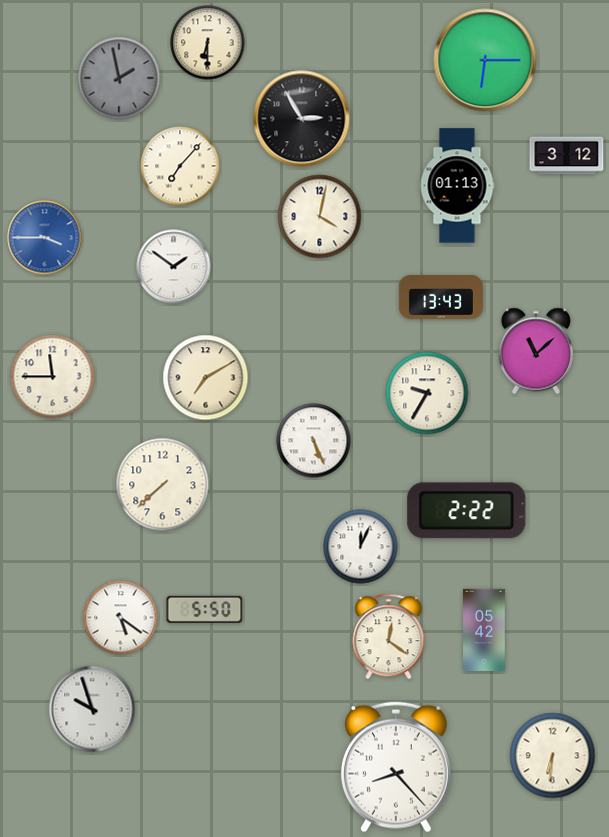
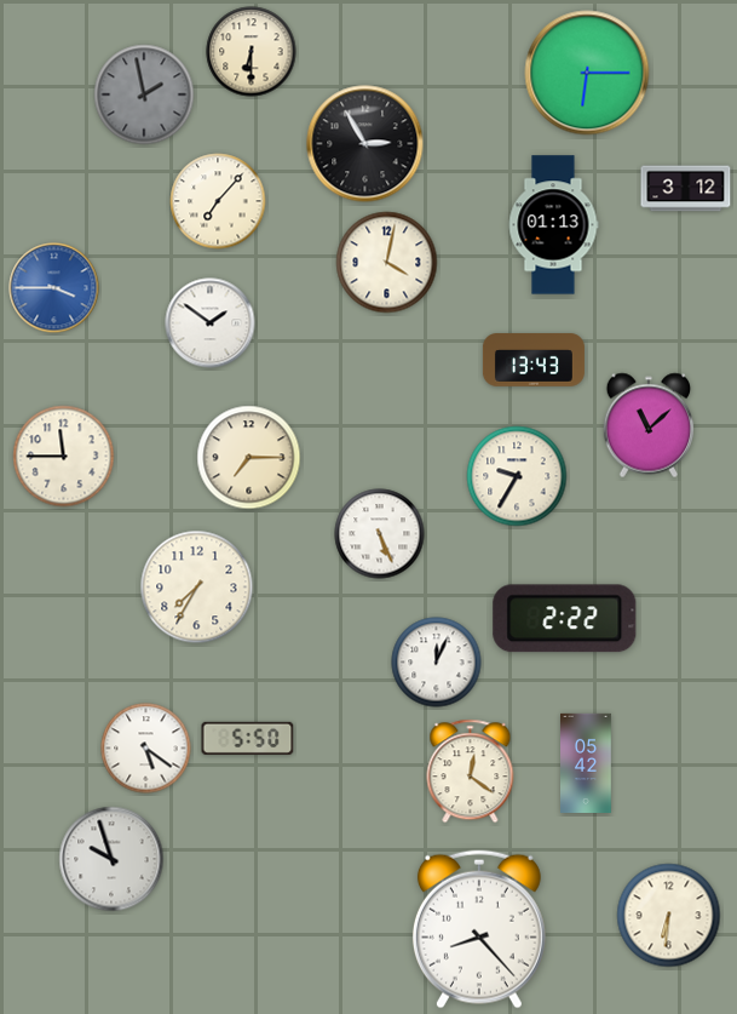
clock at (206, 378): 7:10 -> 7:15
clock at (163, 485): 7:38 -> 7:35
